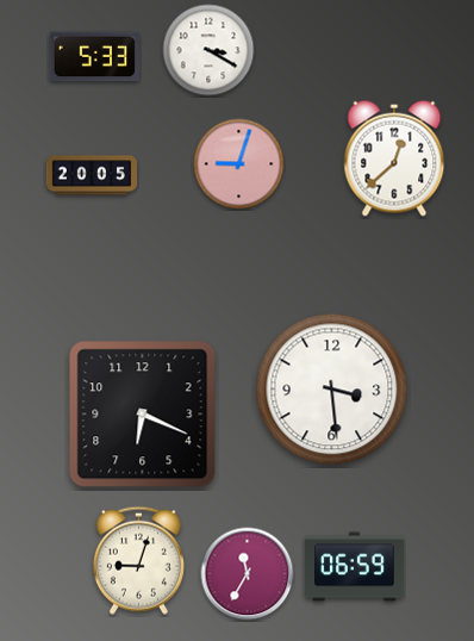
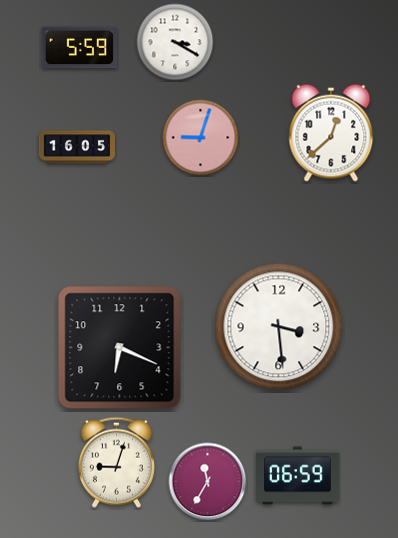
clock at (94, 57): 5:33 -> 5:59
clock at (91, 175): 20:05 -> 16:05
clock at (138, 560) position: (138, 560) -> (116, 462)
